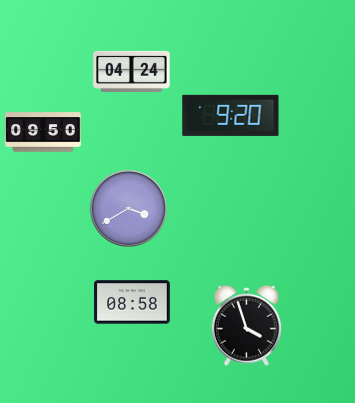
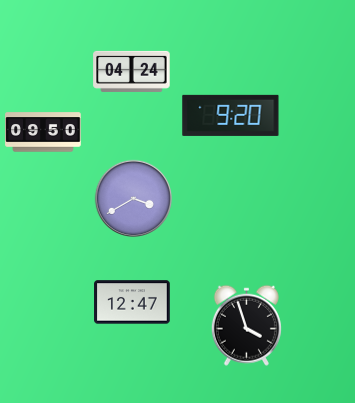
clock at (128, 208) position: (128, 208) -> (133, 198)
clock at (132, 302): 08:58 -> 12:47
